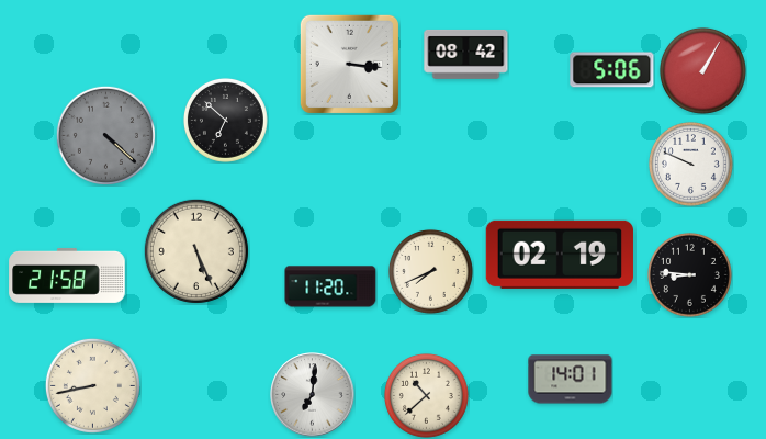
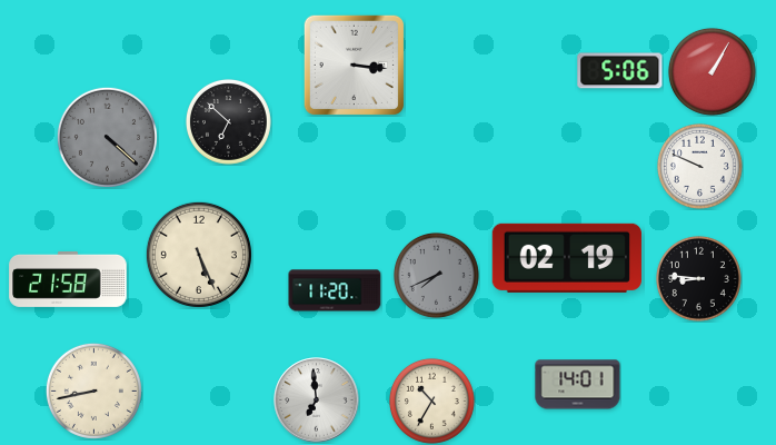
clock at (466, 54): 08:42 -> none
clock at (430, 271) dial: cream -> grey
clock at (313, 395): 7:01 -> 6:59
clock at (426, 395): 10:38 -> 10:35
